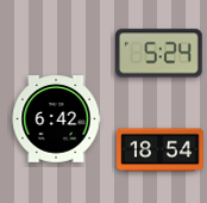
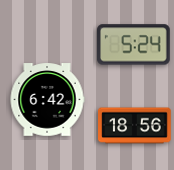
clock at (161, 150): 18:54 -> 18:56
